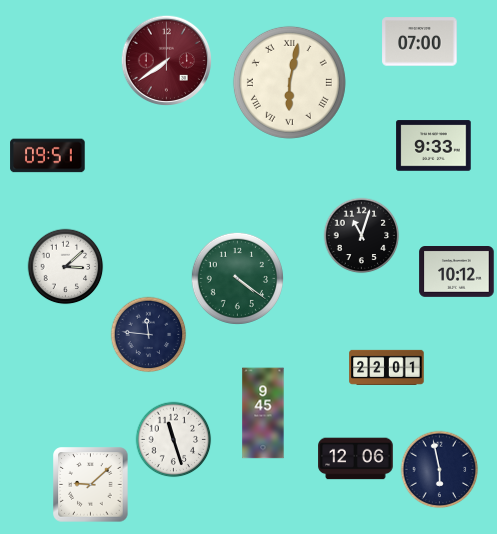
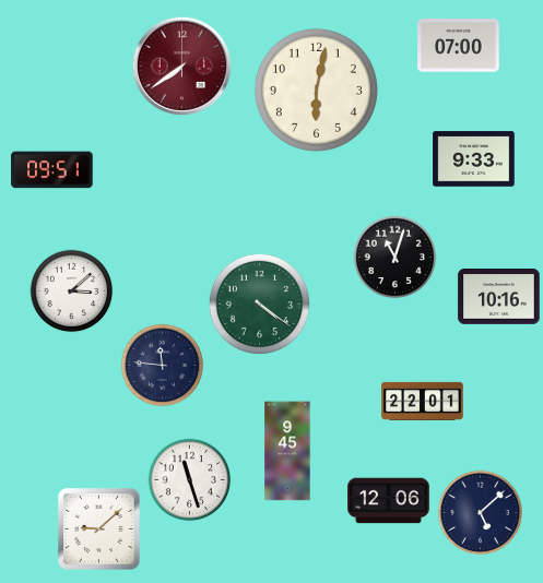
clock at (289, 82) numerals: Roman -> Arabic
clock at (457, 272): 10:12 -> 10:16
clock at (440, 470): 5:58 -> 5:08
